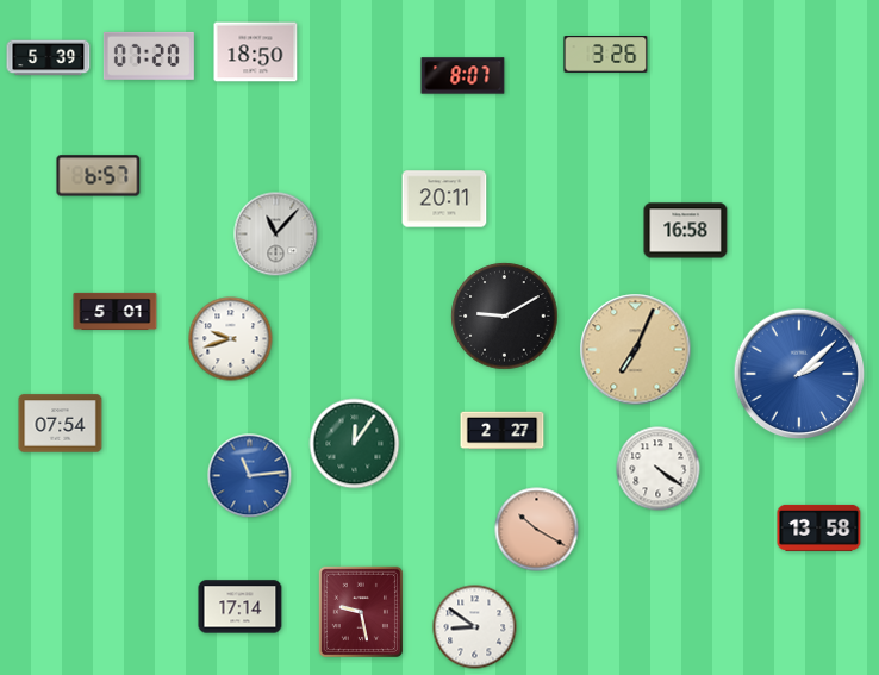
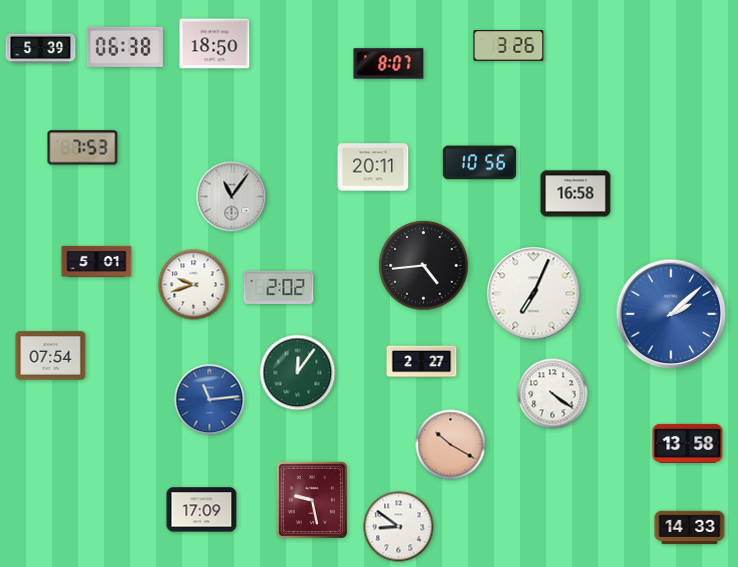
clock at (149, 56): 07:20 -> 06:38
clock at (99, 176): 6:57 -> 7:53
clock at (480, 163): none -> 10:56
clock at (276, 235): 11:07 -> 11:06
clock at (505, 317): 9:10 -> 4:44
clock at (279, 287): none -> 2:02
clock at (636, 350) dial: champagne -> white
clock at (241, 607): 17:14 -> 17:09
clock at (360, 611) position: (360, 611) -> (311, 499)
clock at (690, 528): none -> 14:33
